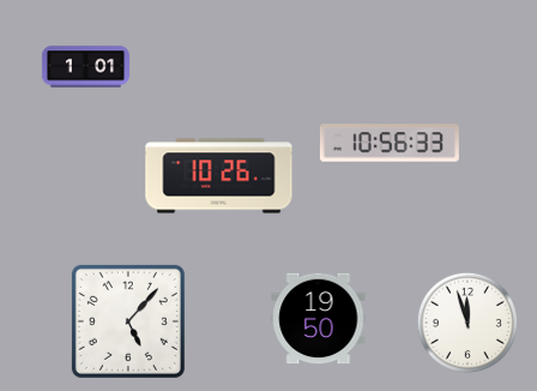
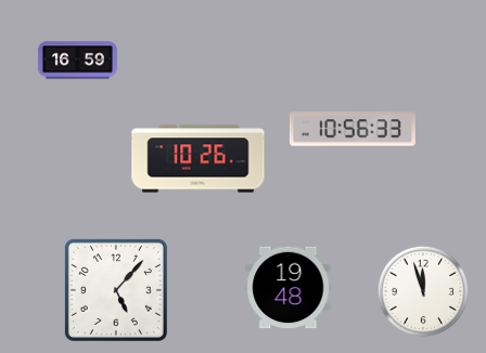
clock at (85, 67): 1:01 -> 16:59
clock at (319, 319): 19:50 -> 19:48
